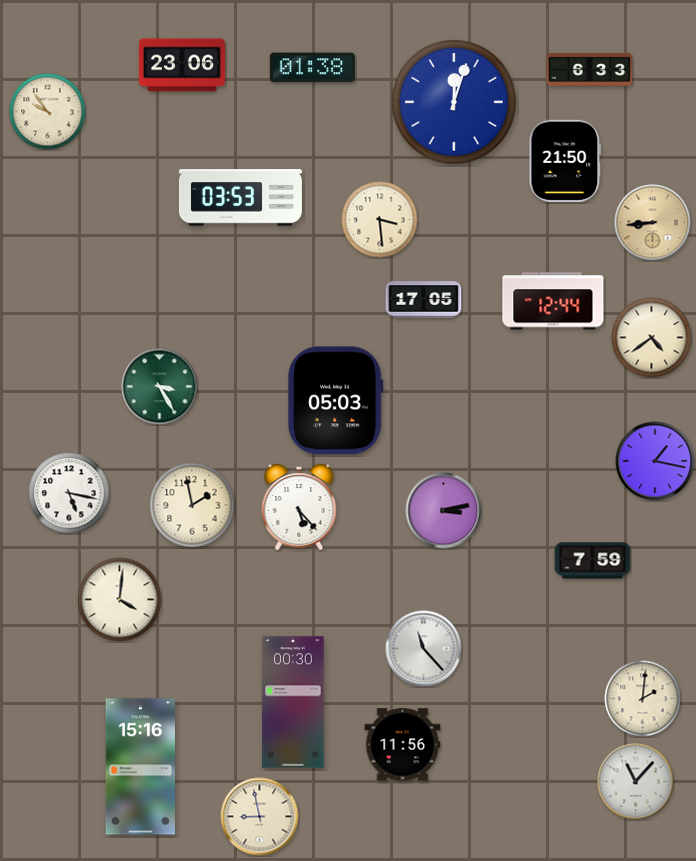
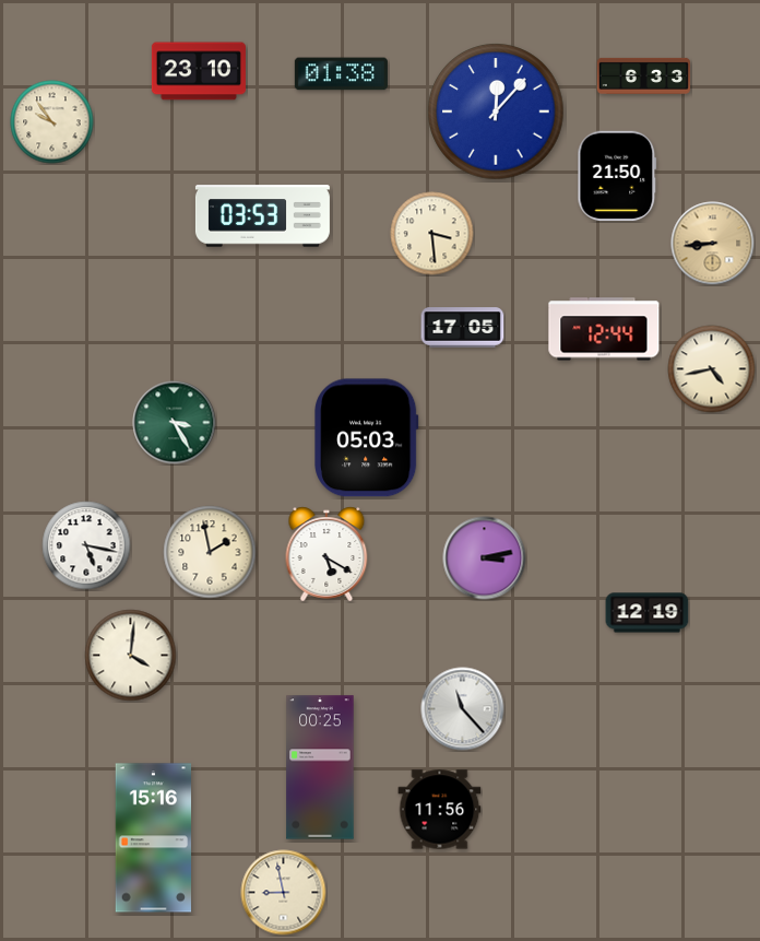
clock at (182, 65): 23:06 -> 23:10
clock at (454, 102): 12:03 -> 12:07
clock at (380, 220) position: (380, 220) -> (432, 234)
clock at (652, 338): 4:39 -> 4:43
clock at (655, 461): 1:17 -> none
clock at (69, 493) position: (69, 493) -> (86, 545)
clock at (299, 507): 5:23 -> 5:20
clock at (593, 561): 7:59 -> 12:19
clock at (643, 699): 2:01 -> none
clock at (293, 702): 00:30 -> 00:25
clock at (403, 745) position: (403, 745) -> (440, 810)
clock at (636, 782): 11:07 -> none
